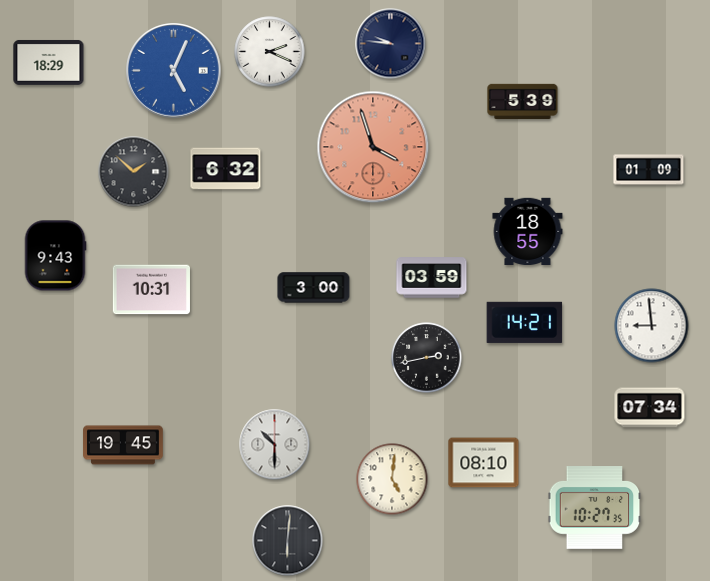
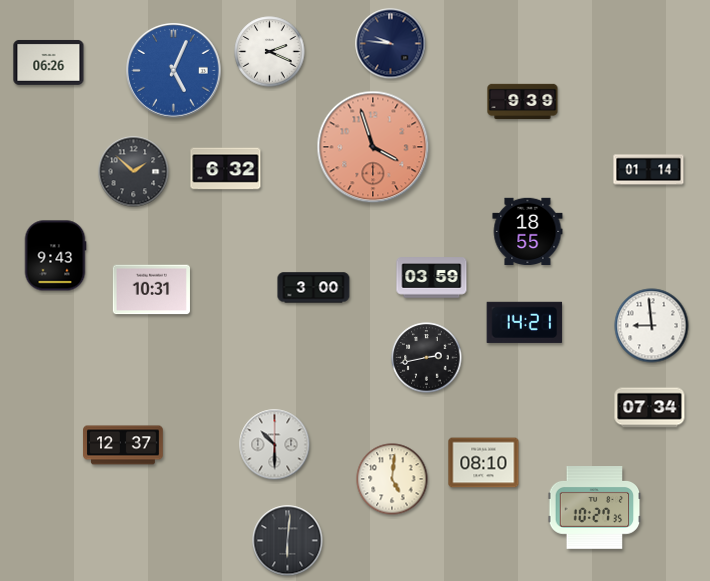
clock at (49, 62): 18:29 -> 06:26
clock at (523, 102): 5:39 -> 9:39
clock at (649, 170): 01:09 -> 01:14
clock at (123, 445): 19:45 -> 12:37
